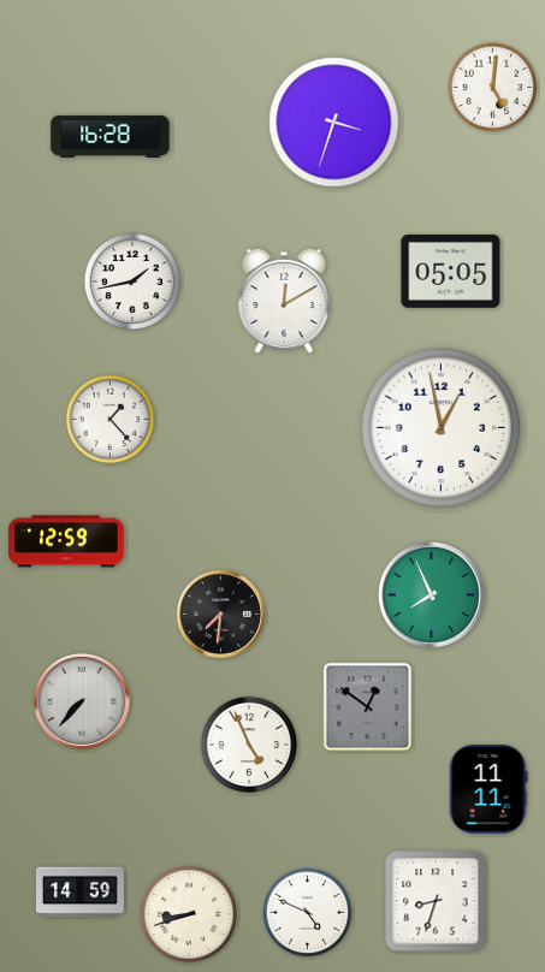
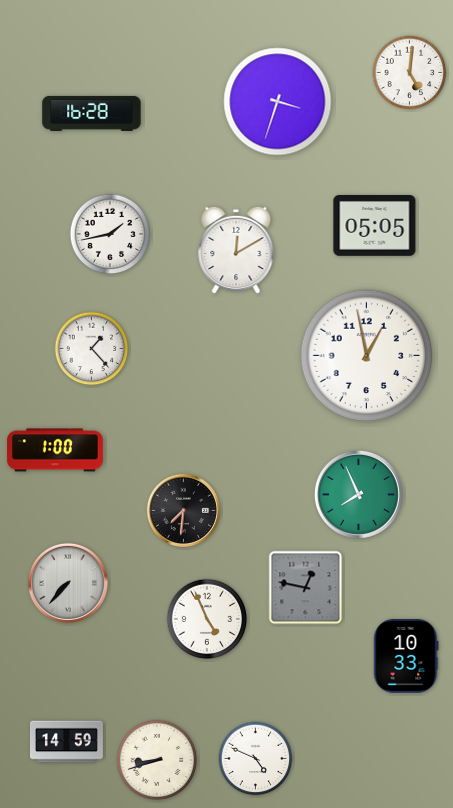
clock at (66, 541): 12:59 -> 1:00
clock at (368, 707): 12:51 -> 12:47
clock at (488, 790): 11:11 -> 10:33
clock at (436, 901): 8:33 -> none
